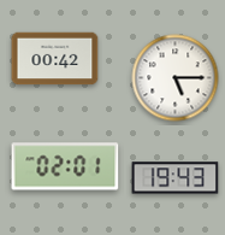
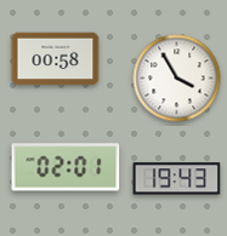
clock at (55, 59): 00:42 -> 00:58
clock at (176, 78): 5:15 -> 3:55
